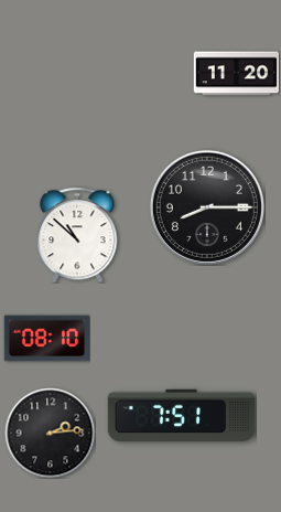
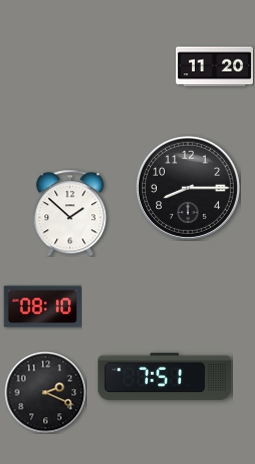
clock at (77, 235): 10:52 -> 1:52
clock at (50, 433): 2:14 -> 2:19
